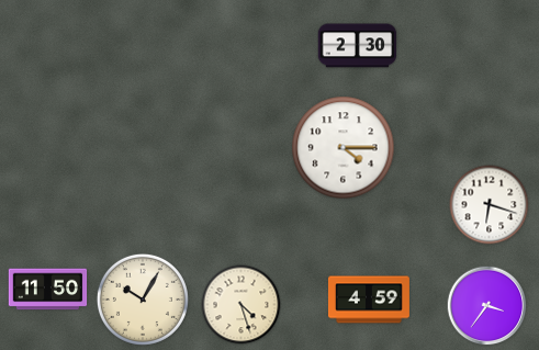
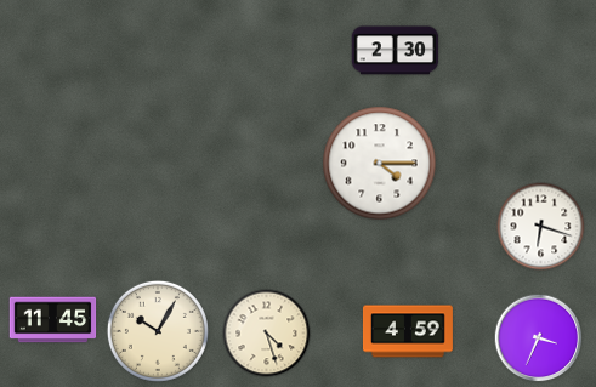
clock at (48, 290): 11:50 -> 11:45
clock at (242, 305) position: (242, 305) -> (267, 334)
clock at (487, 306): 3:36 -> 3:34
